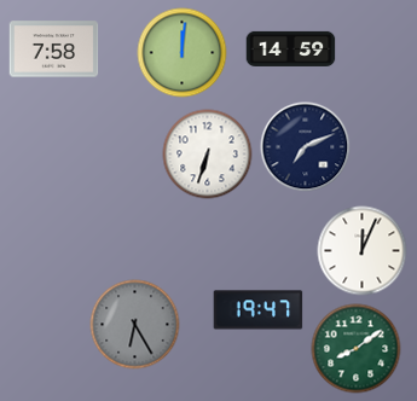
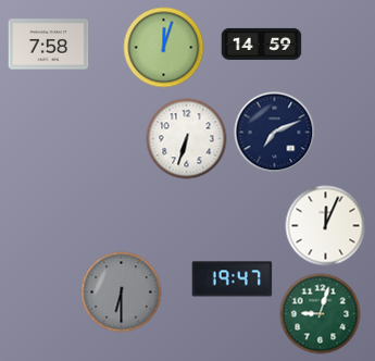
clock at (183, 53): 12:01 -> 12:03
clock at (135, 325): 6:25 -> 6:30
clock at (357, 349): 8:09 -> 9:03
